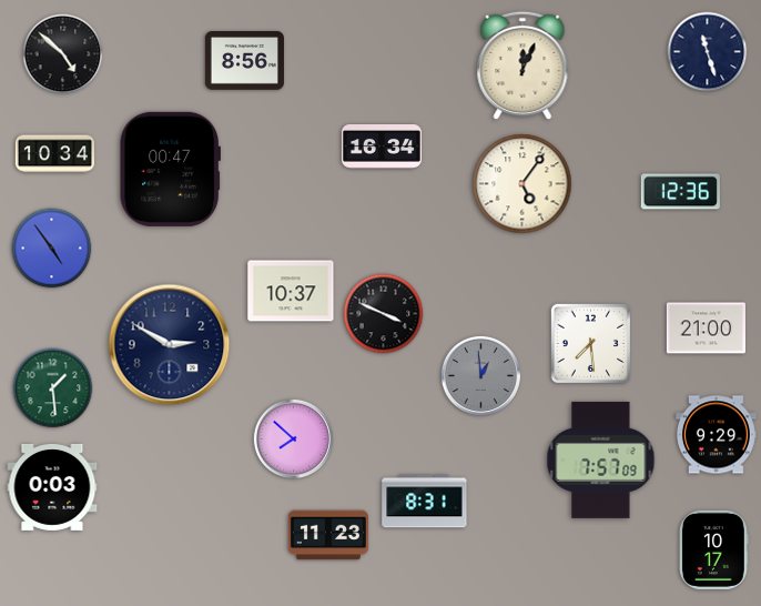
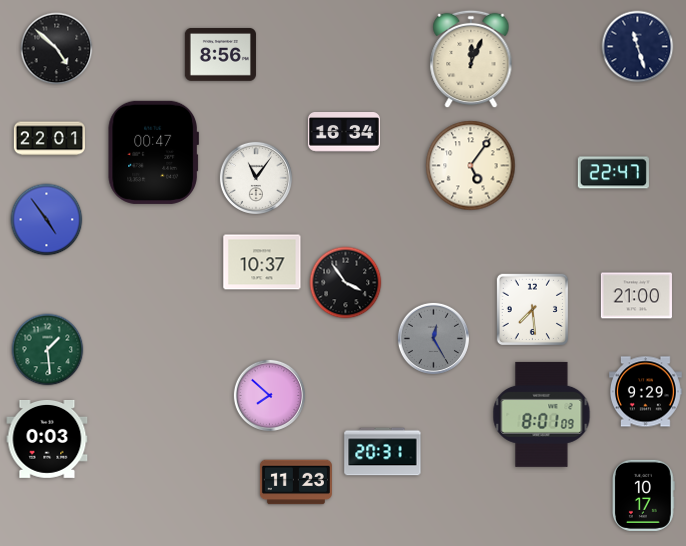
clock at (54, 154): 10:34 -> 22:01
clock at (680, 192): 12:36 -> 22:47
clock at (256, 178): none -> 11:06
clock at (52, 249) position: (52, 249) -> (47, 220)
clock at (384, 314): 3:49 -> 3:54
clock at (170, 345): 2:50 -> none
clock at (480, 375): 12:59 -> 12:25
clock at (293, 438) position: (293, 438) -> (269, 395)
clock at (601, 459): 7:57 -> 8:01
clock at (425, 502): 8:31 -> 20:31
